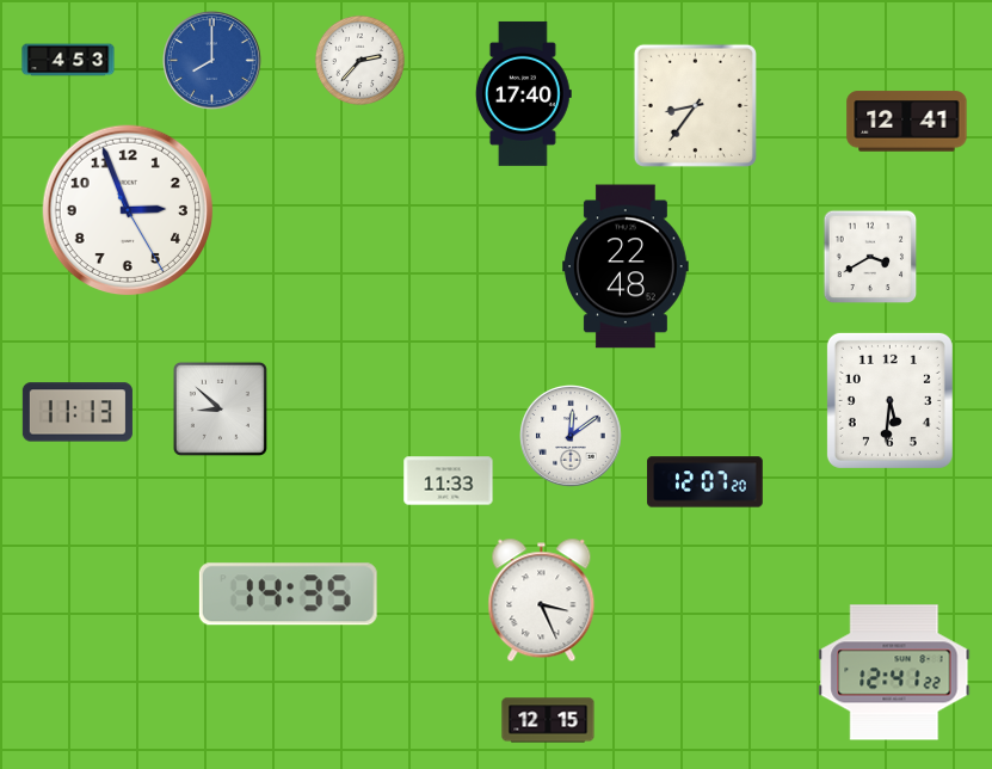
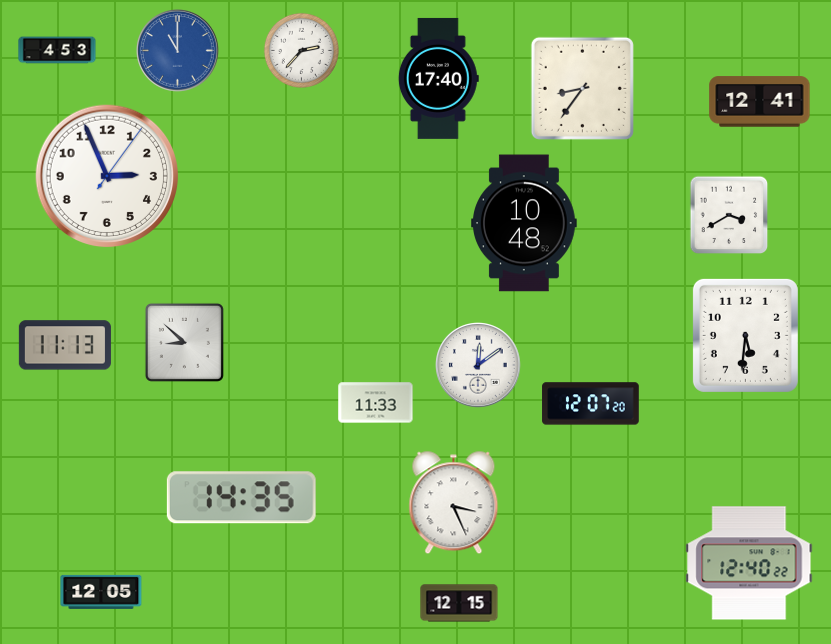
clock at (212, 61): 8:00 -> 11:00
clock at (128, 210): 2:56:25 -> 2:56:06
clock at (627, 266): 22:48 -> 10:48
clock at (894, 672): 12:41 -> 12:40
clock at (101, 592): none -> 12:05
